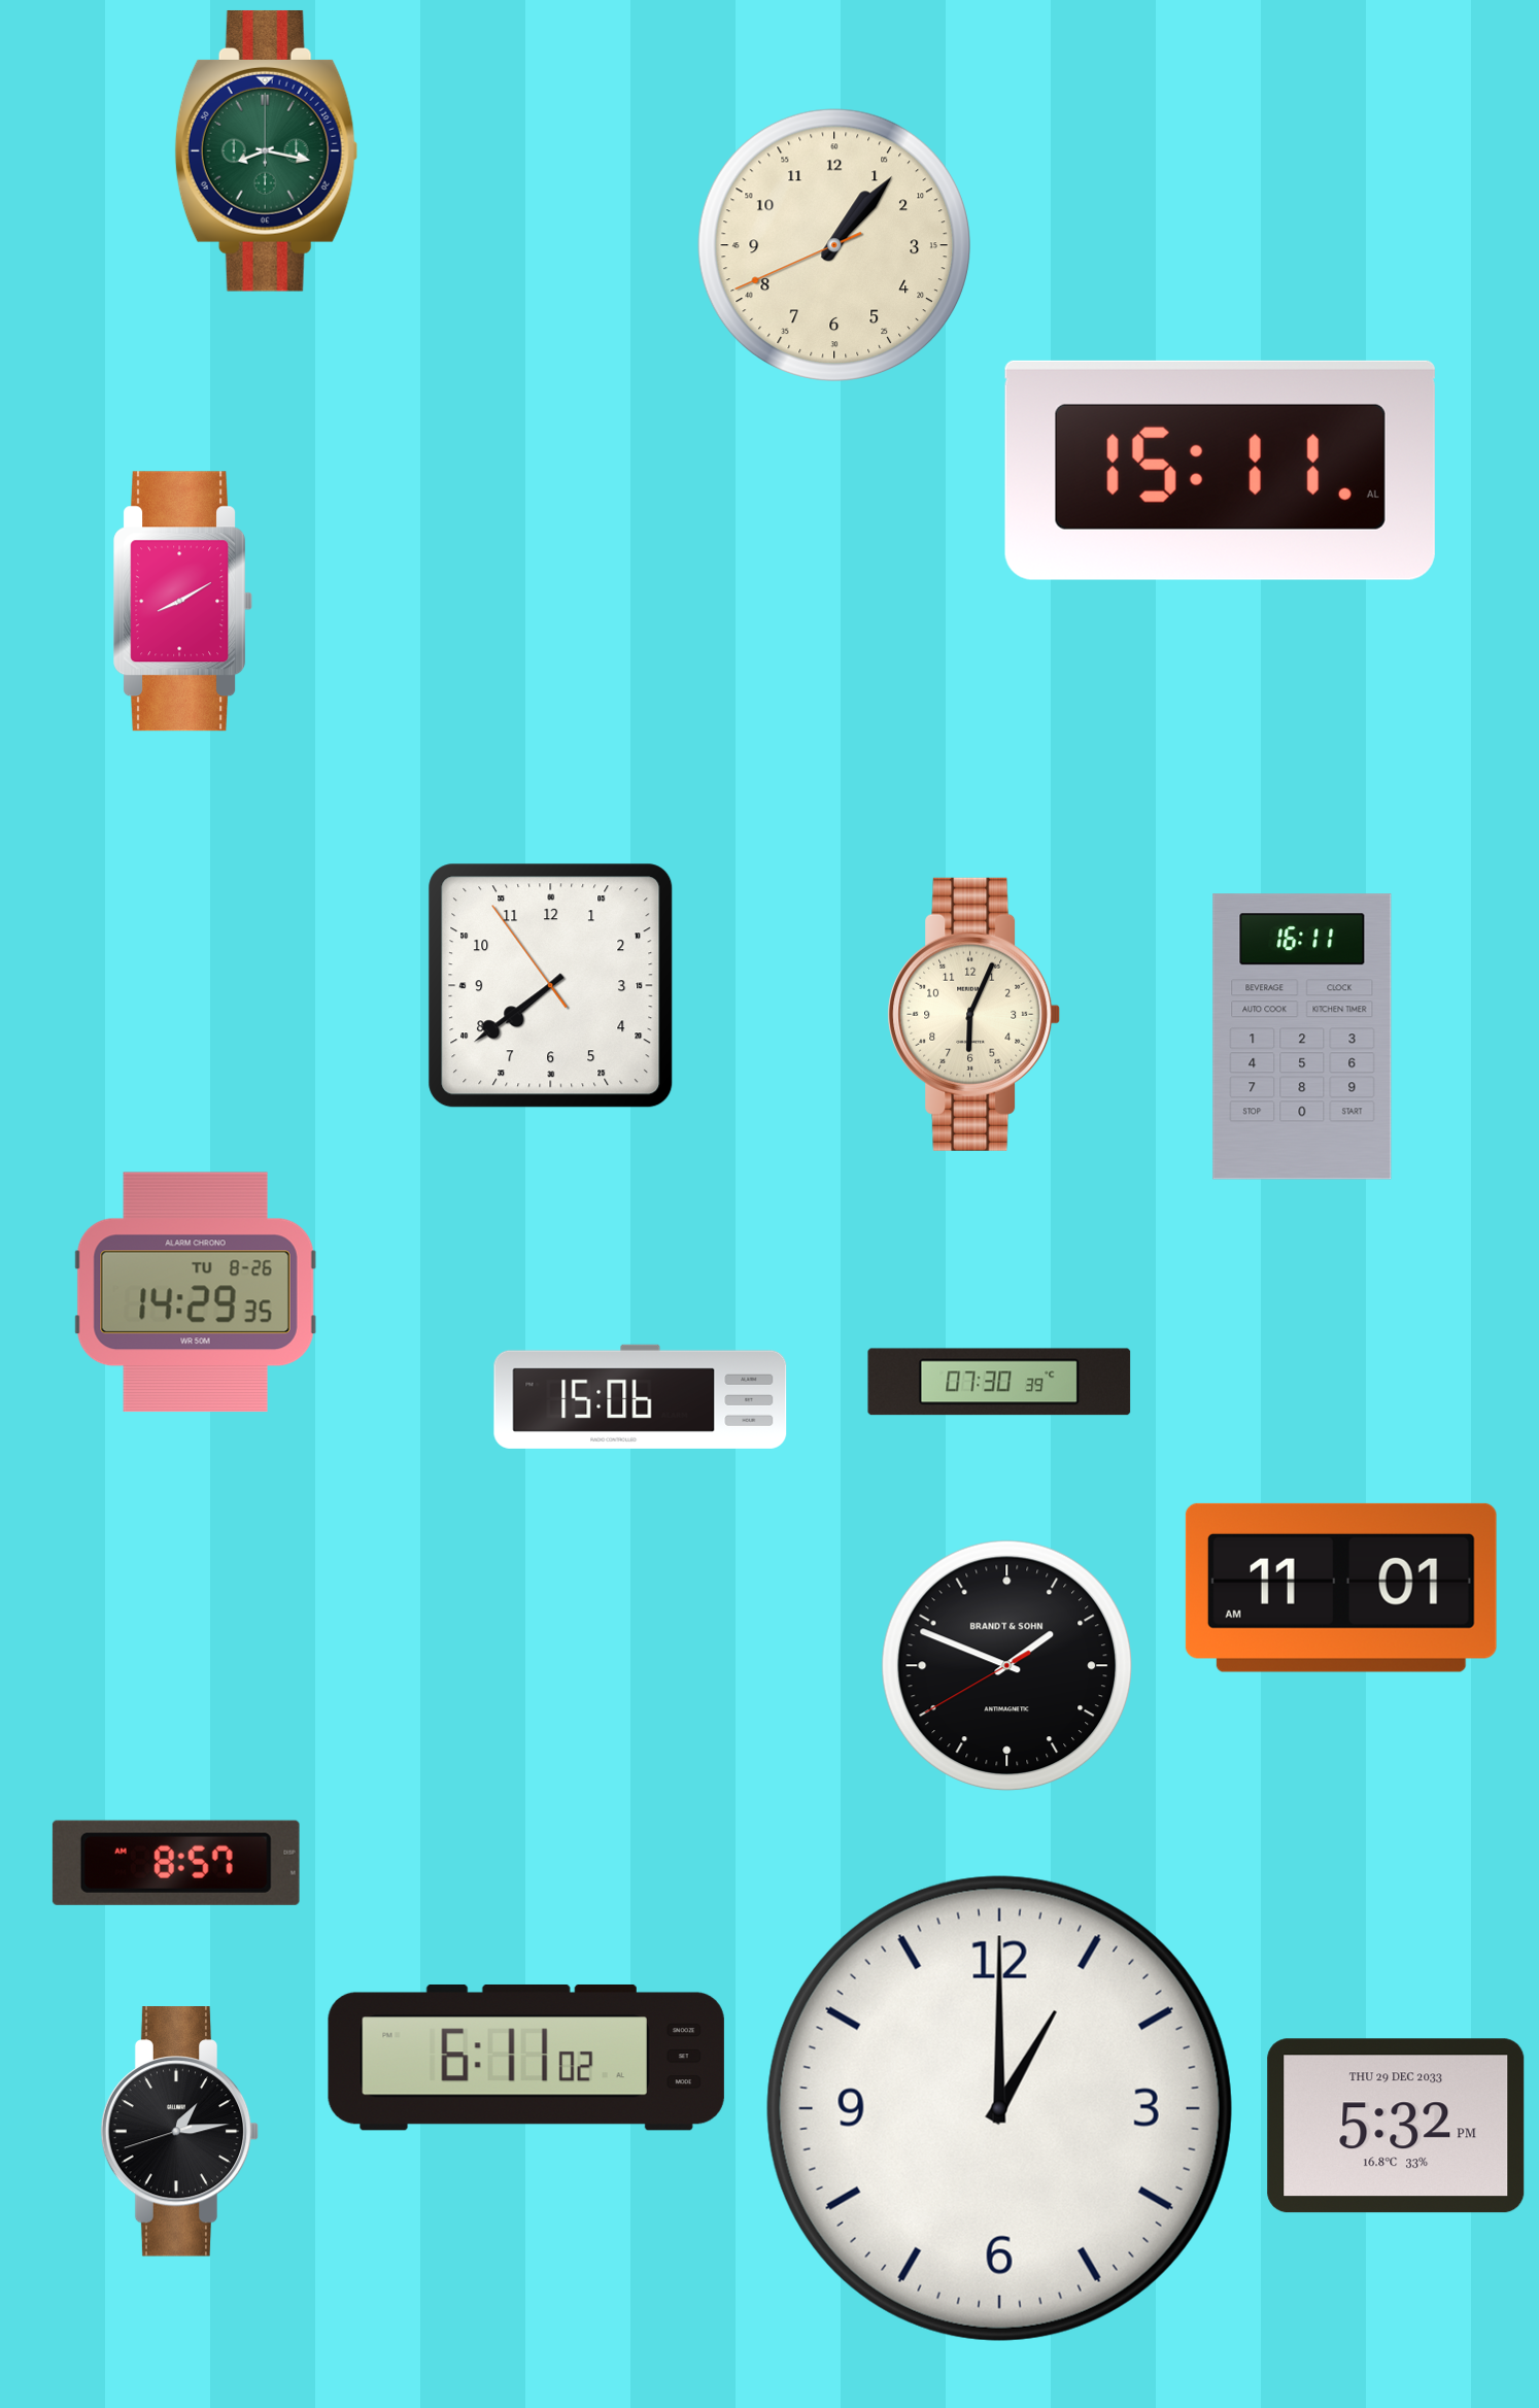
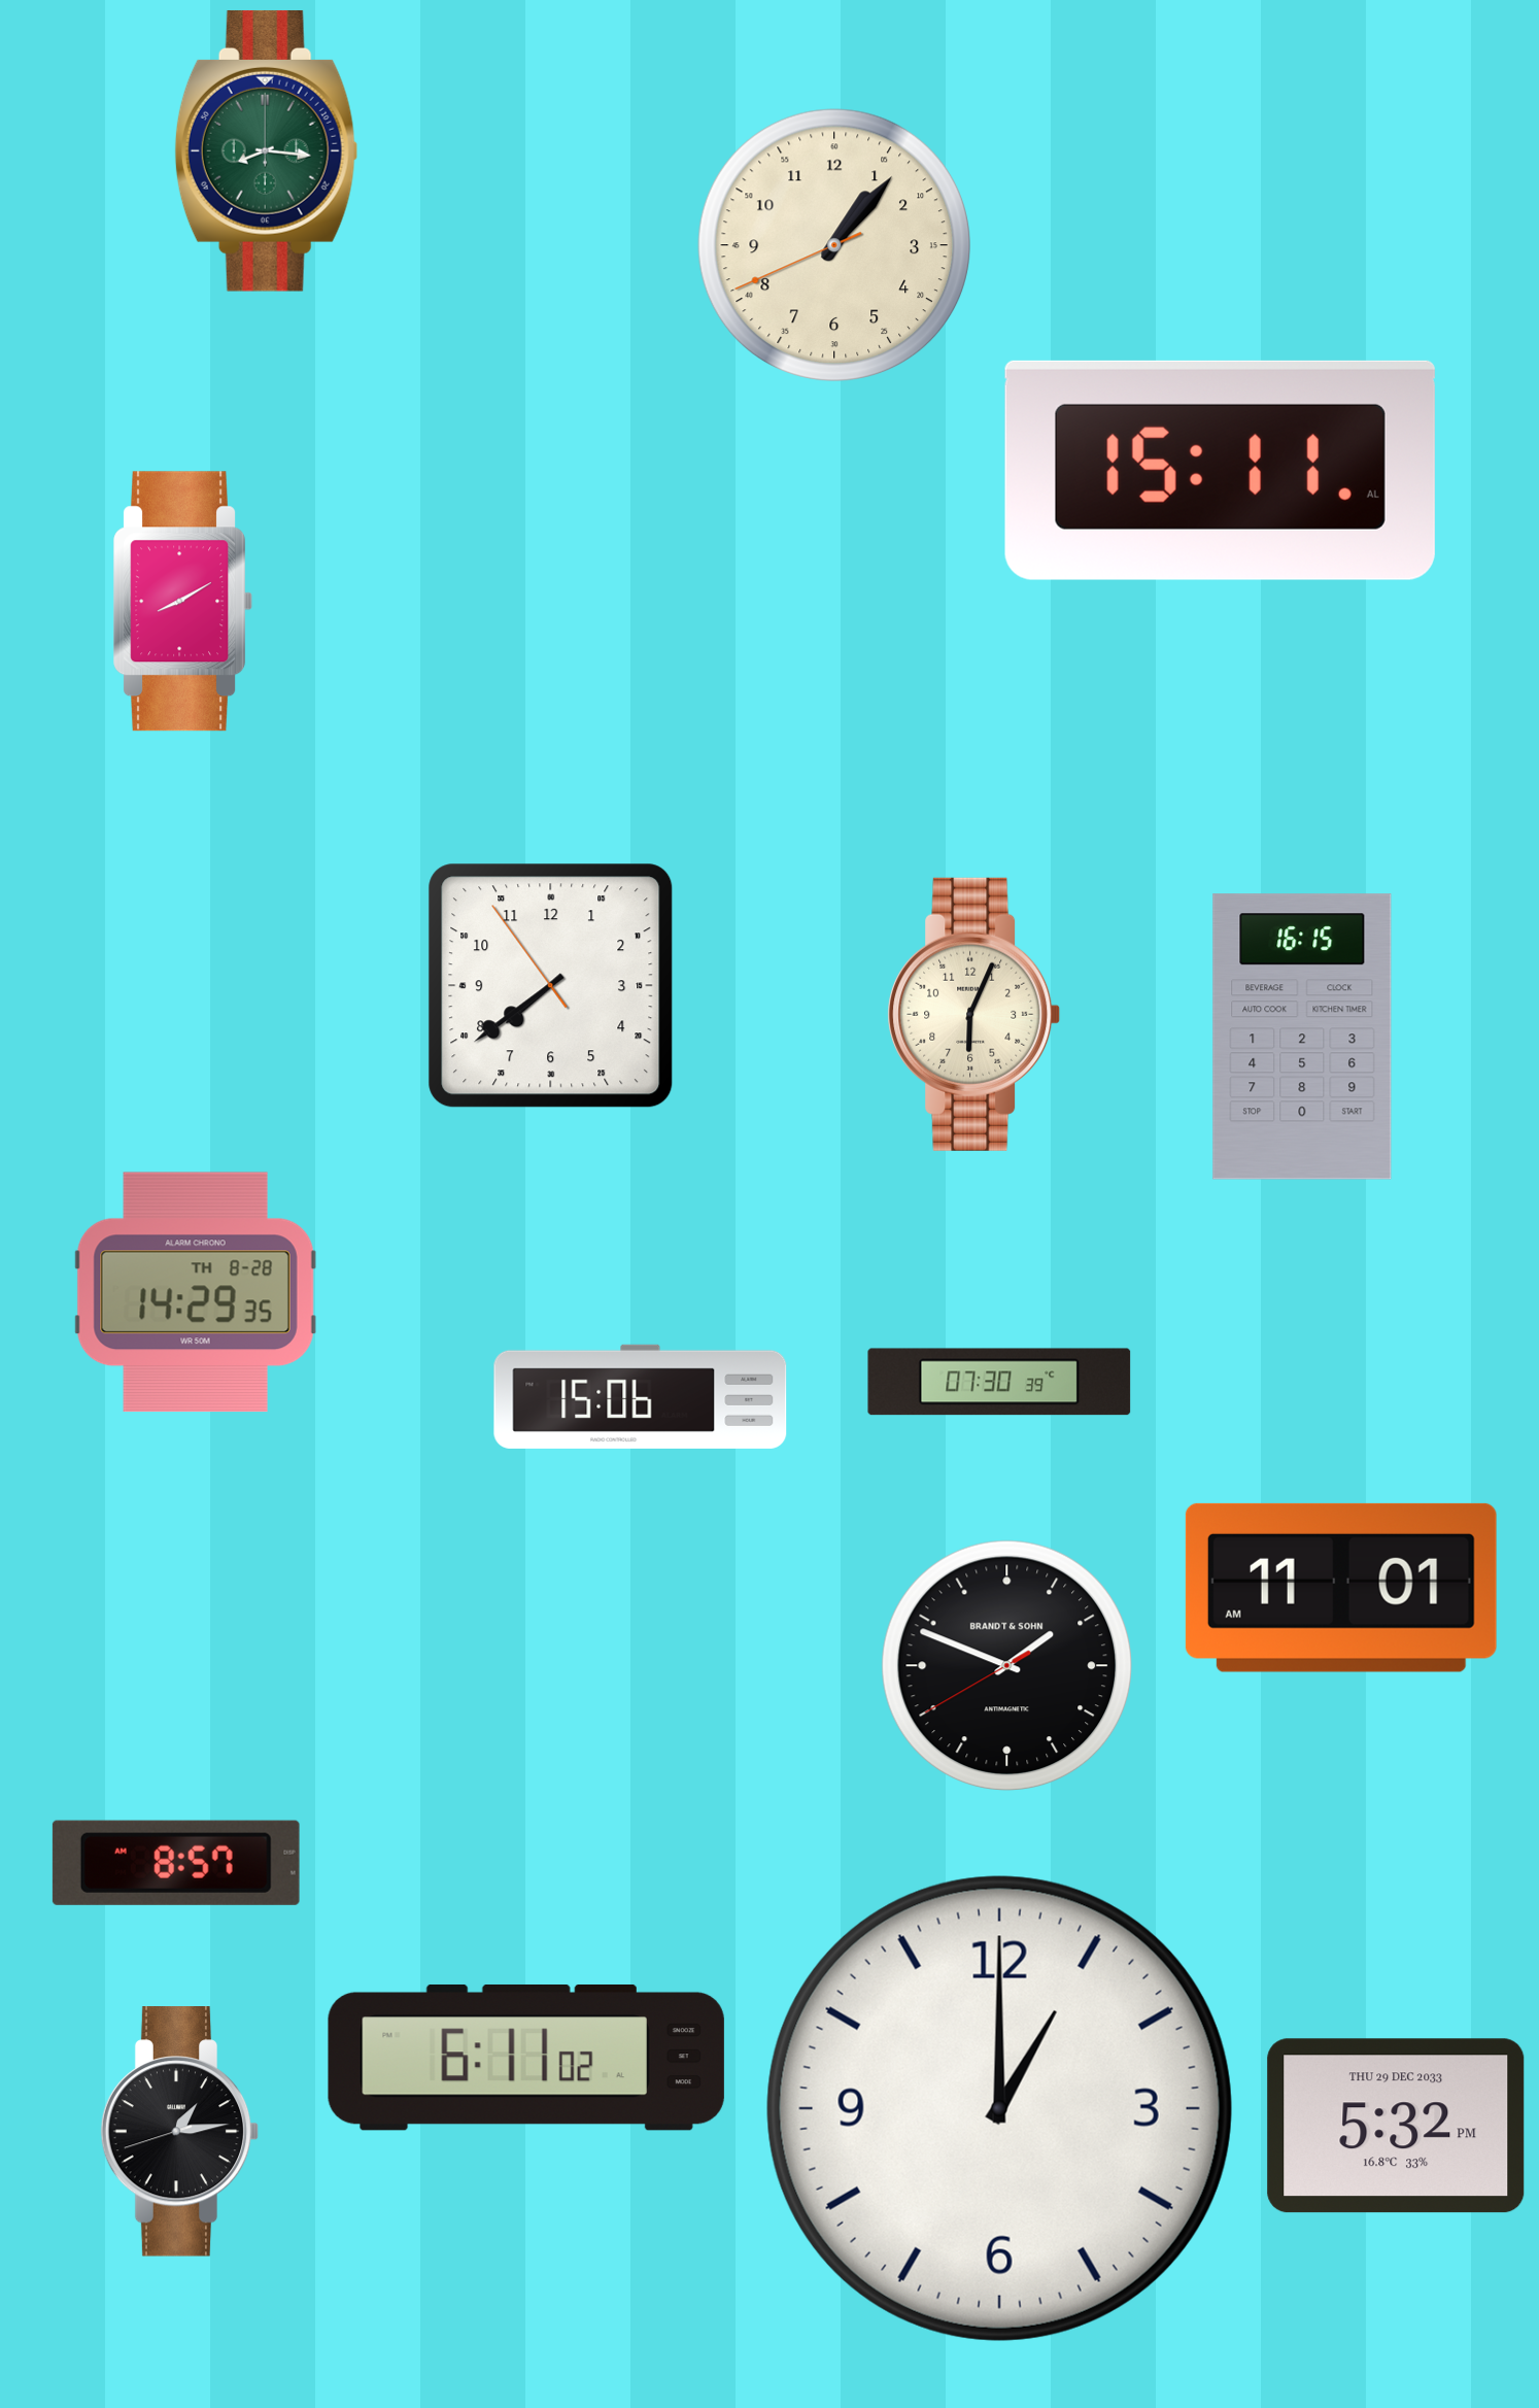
clock at (267, 150): 8:17 -> 8:16
clock at (1302, 1037): 16:11 -> 16:15
clock at (196, 1292) date: TU 8-26 -> TH 8-28
